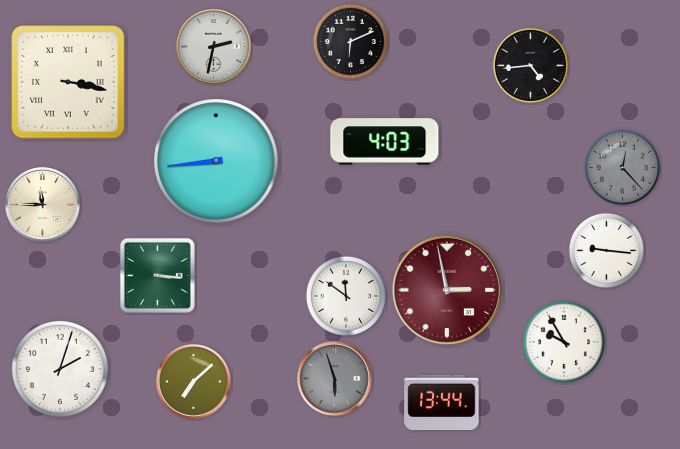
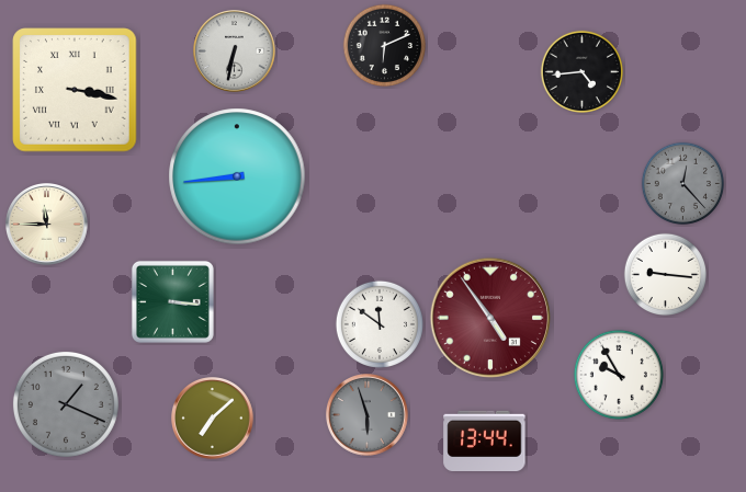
clock at (214, 47): 2:32 -> 6:32
clock at (385, 142): 4:03 -> none
clock at (446, 289): 2:58 -> 4:54
clock at (60, 369): 2:03 -> 1:19
clock at (60, 369) dial: white -> grey
